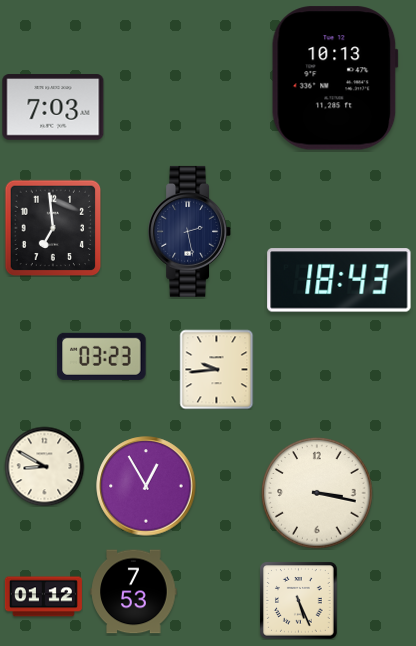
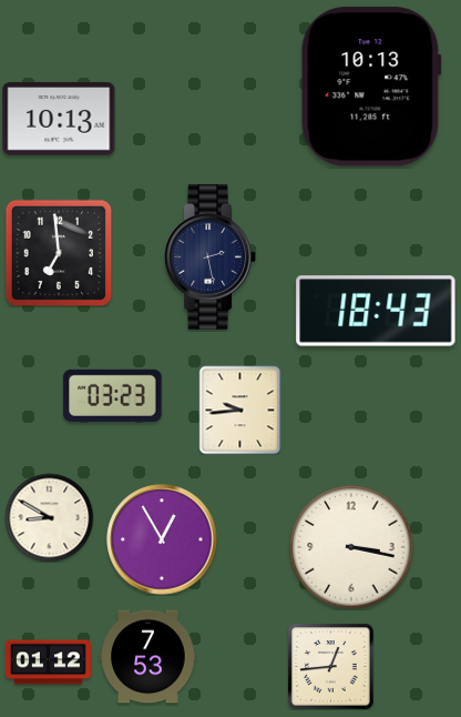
clock at (53, 107): 7:03 -> 10:13
clock at (298, 600): 5:26 -> 12:44
